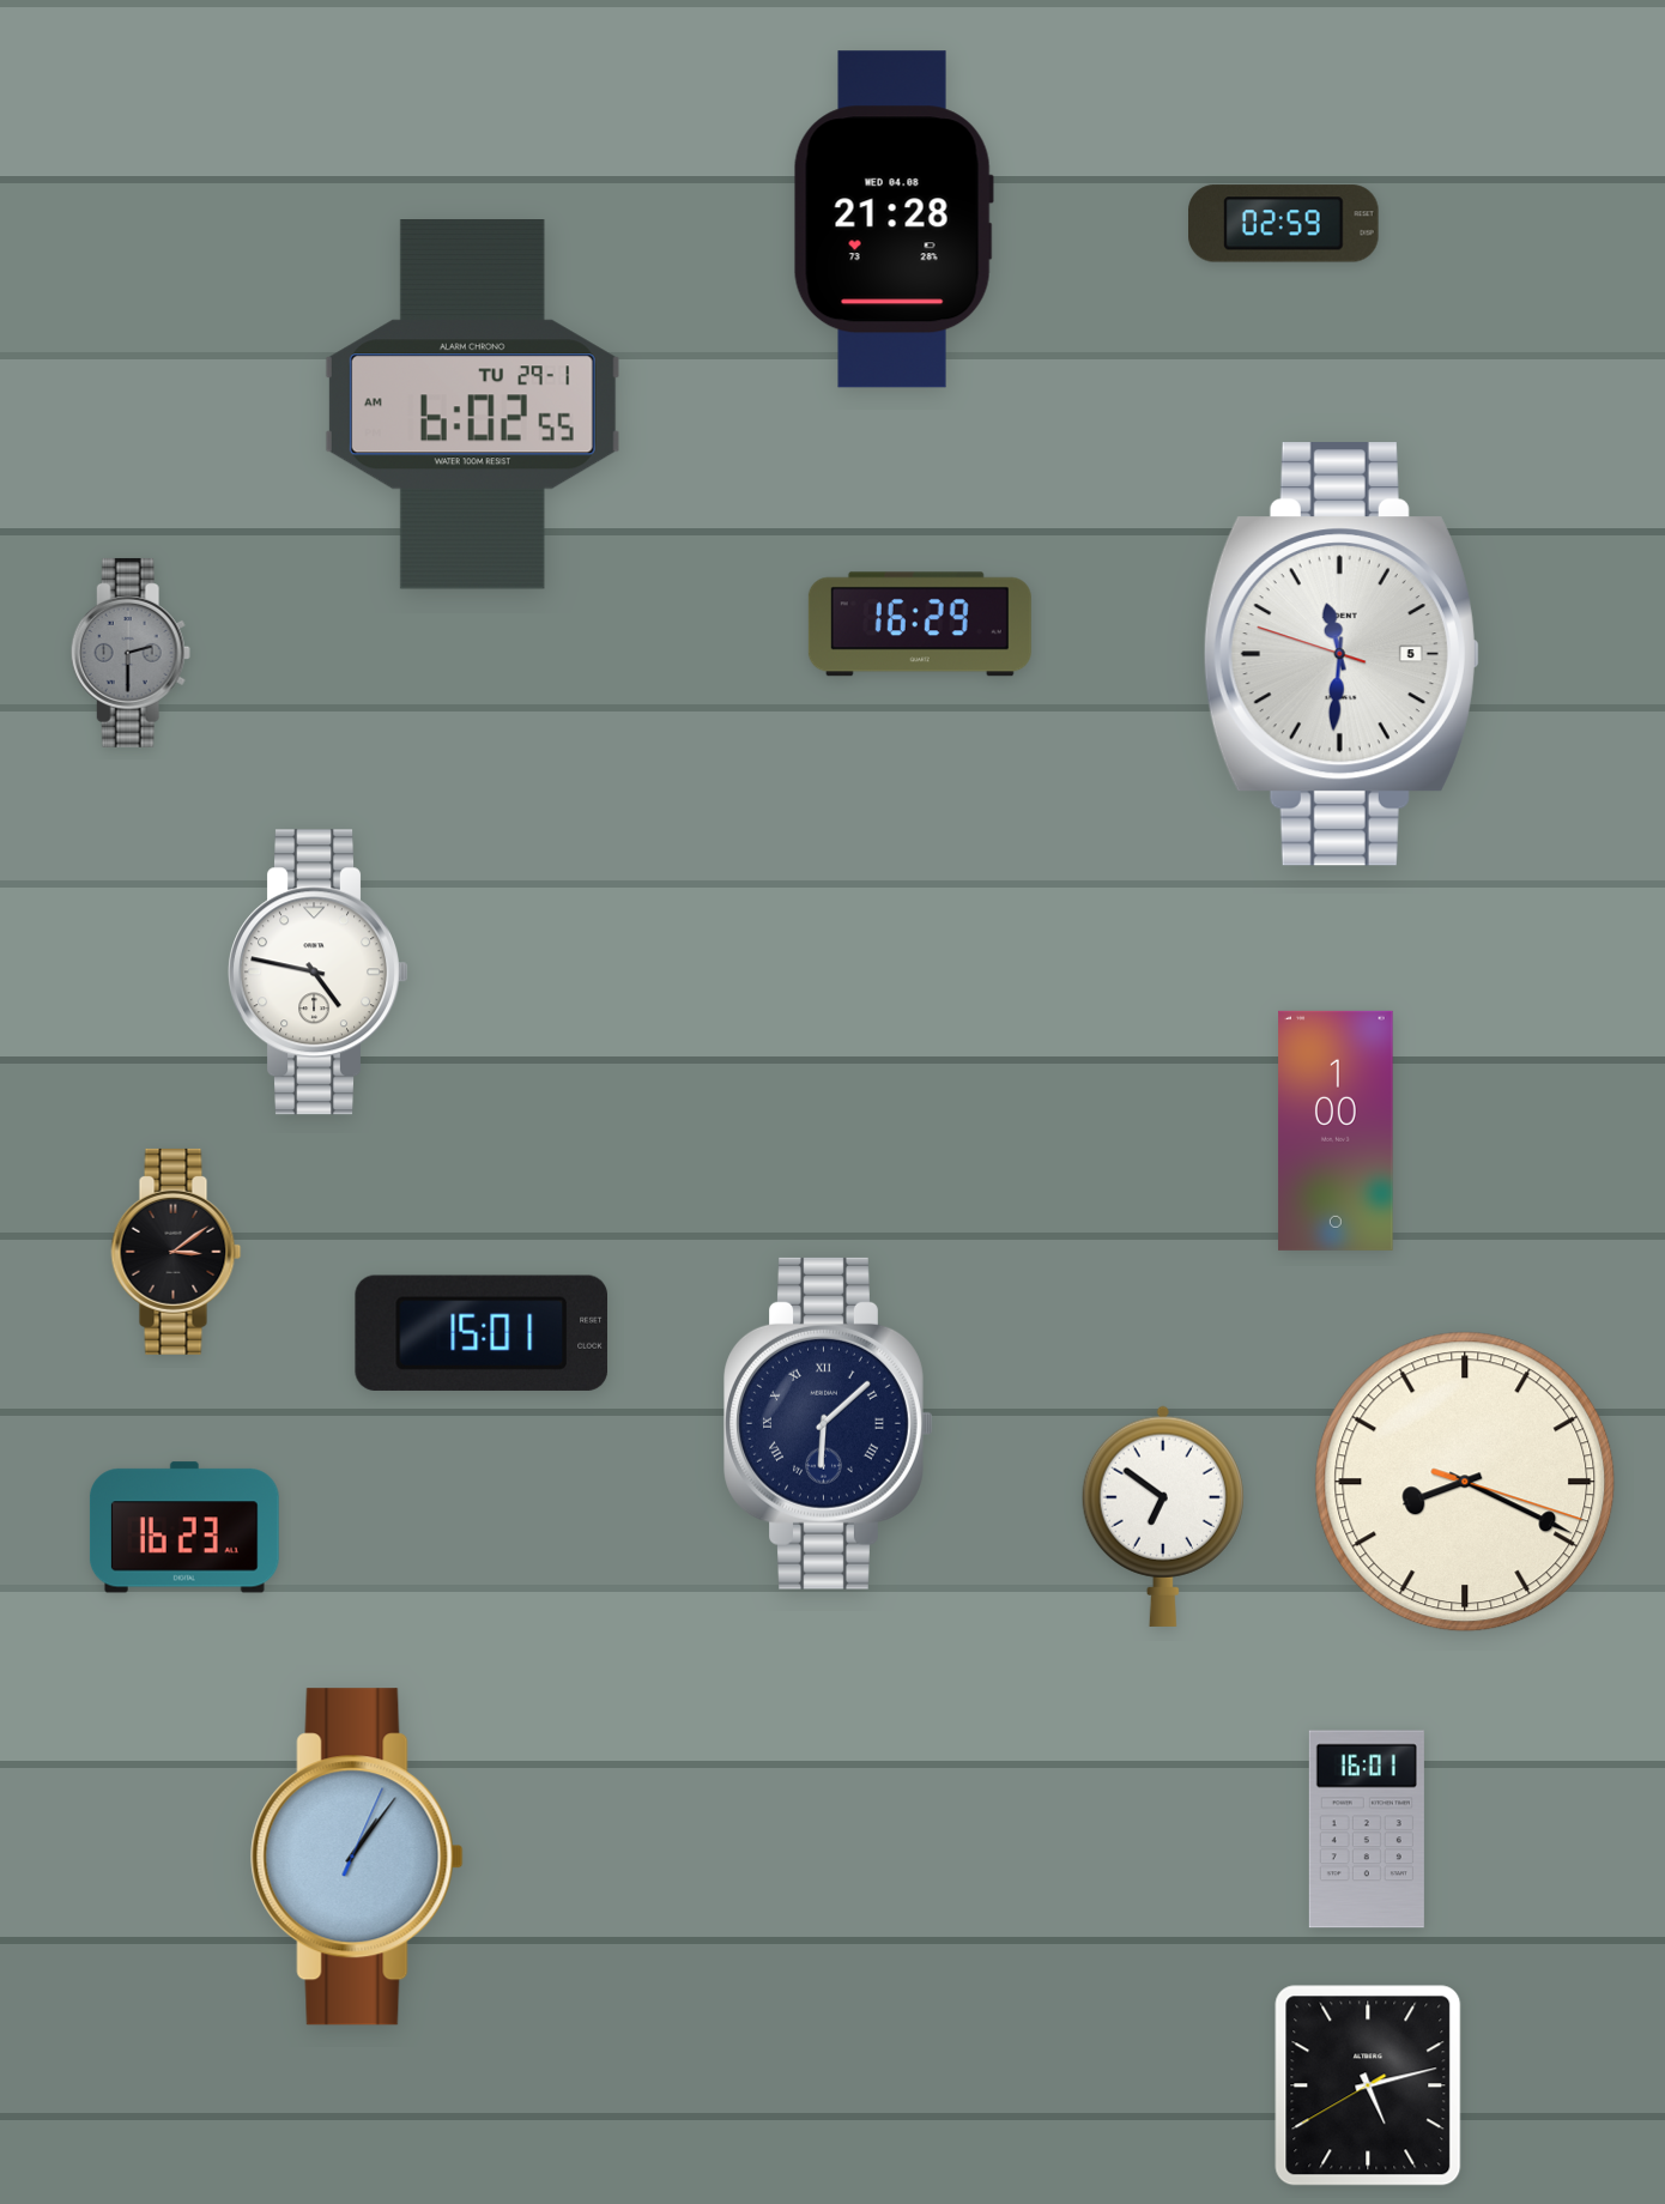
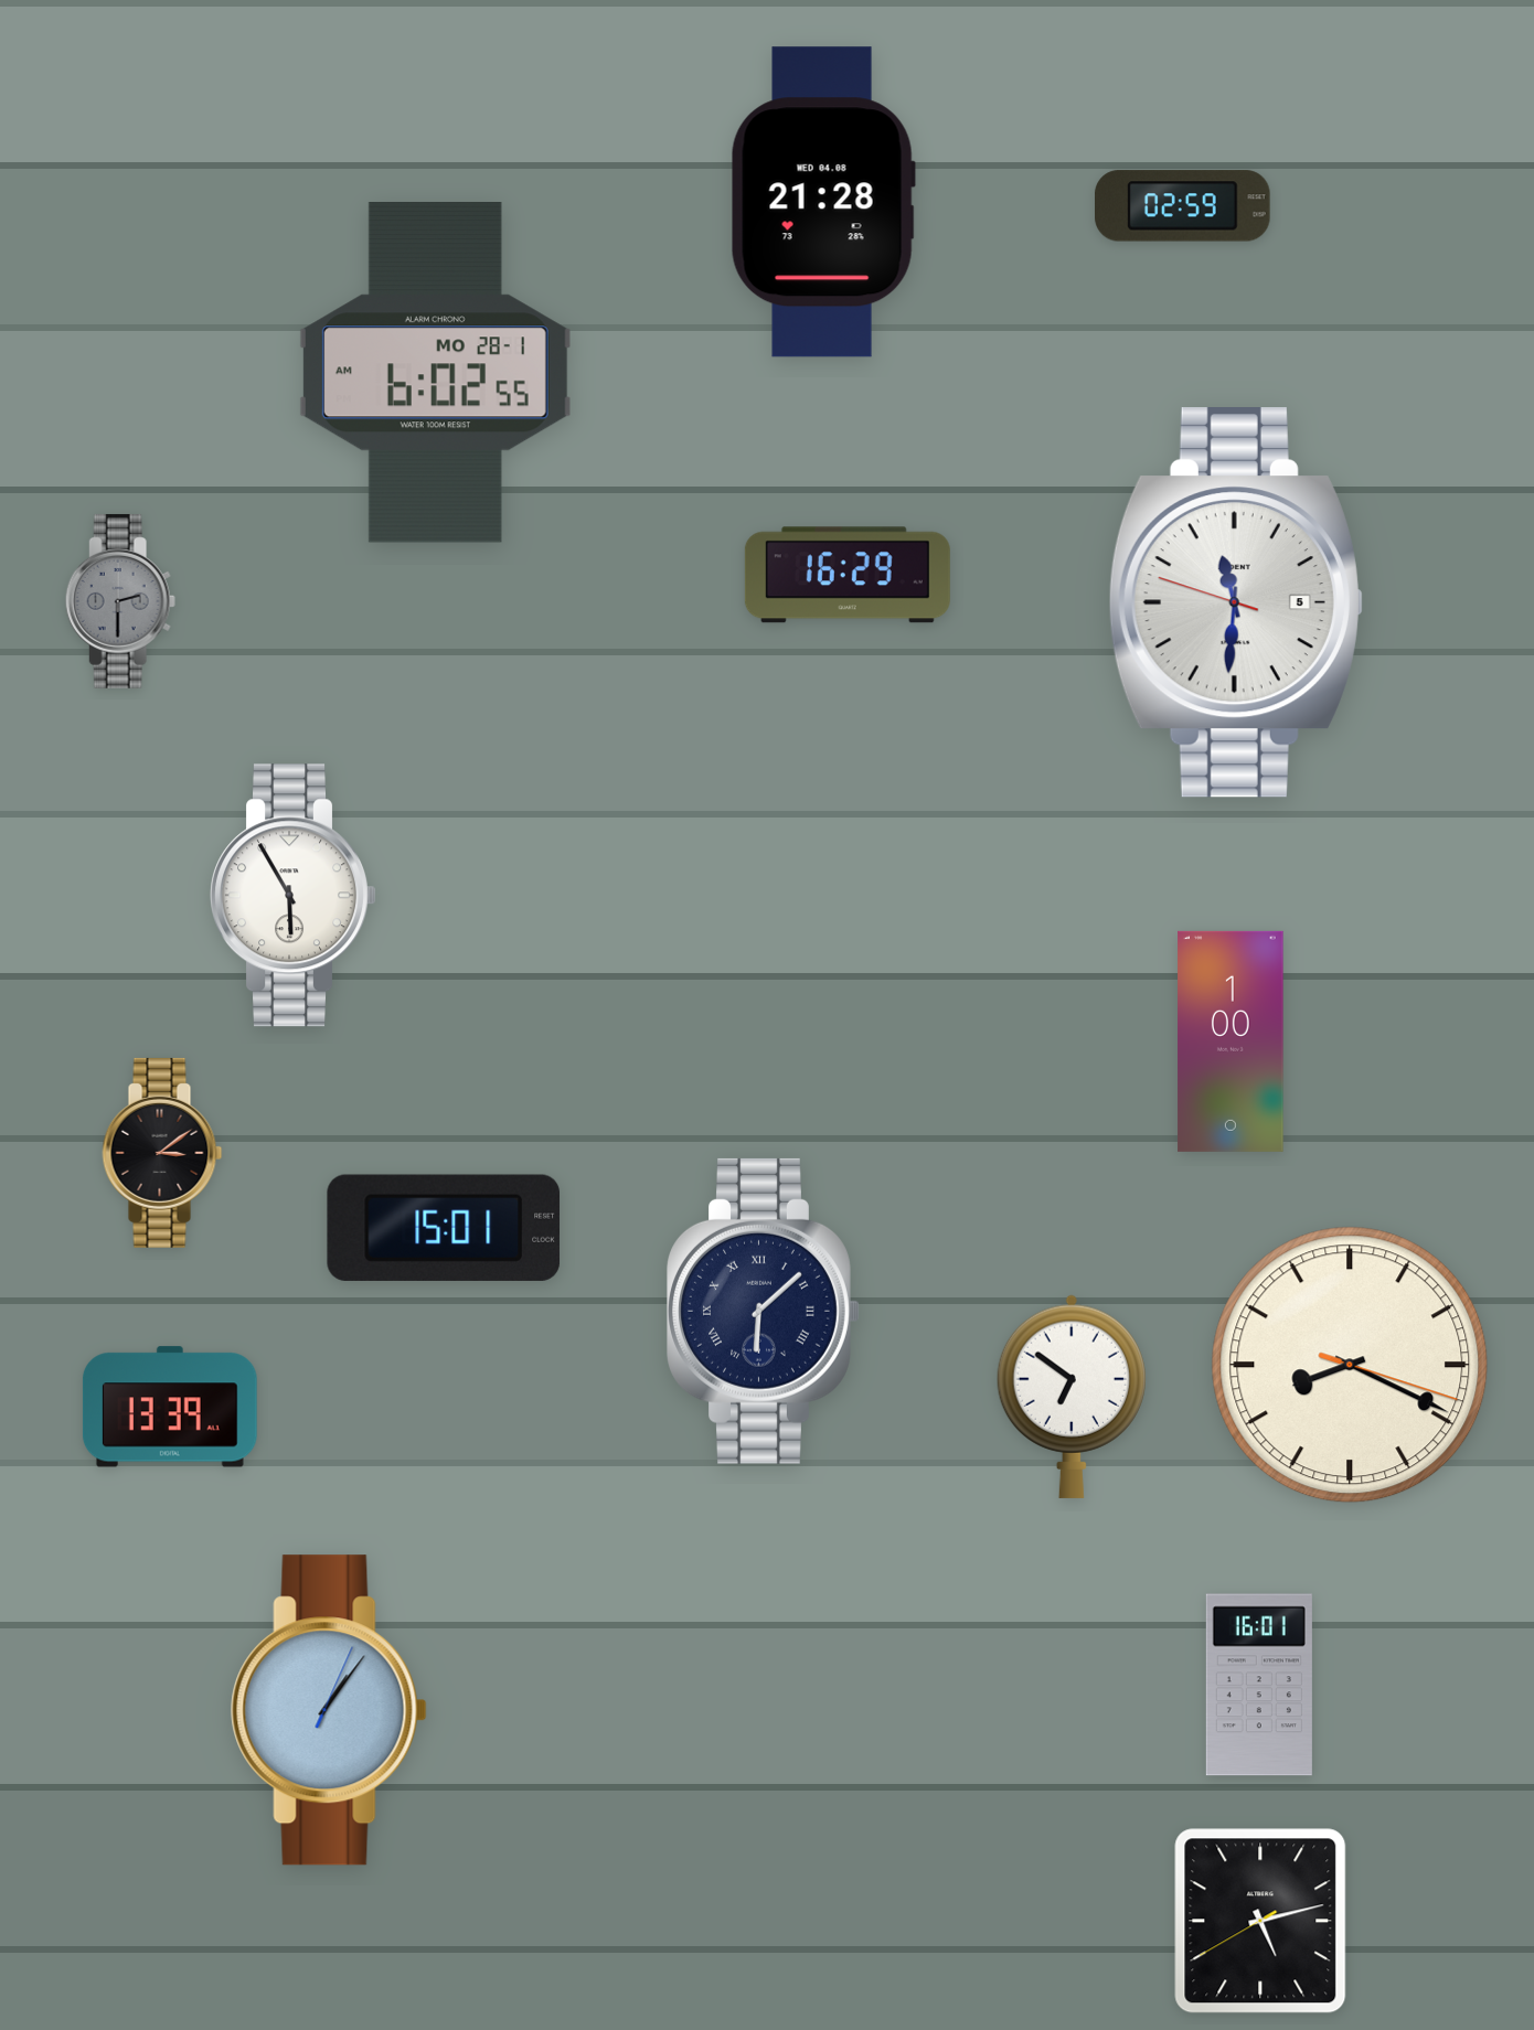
clock at (472, 405) date: TU 29-1 -> MO 28-1
clock at (319, 973): 4:47 -> 5:55
clock at (184, 1527): 16:23 -> 13:39
